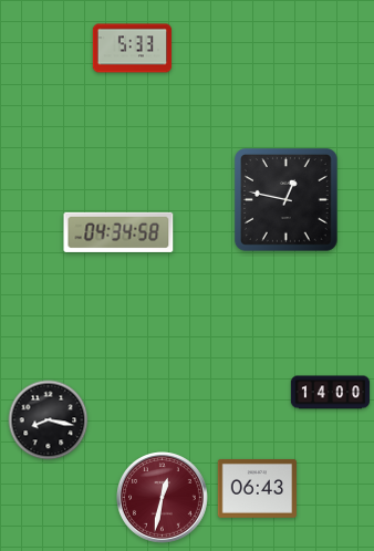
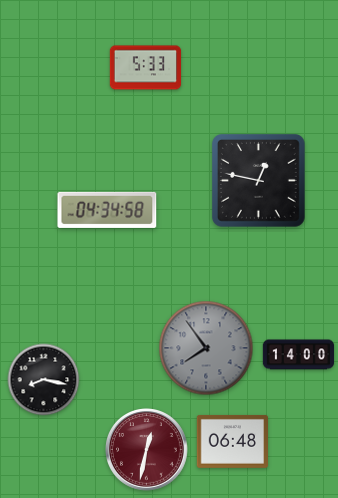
clock at (133, 49) position: (133, 49) -> (146, 68)
clock at (206, 348): none -> 7:54
clock at (257, 488): 06:43 -> 06:48
